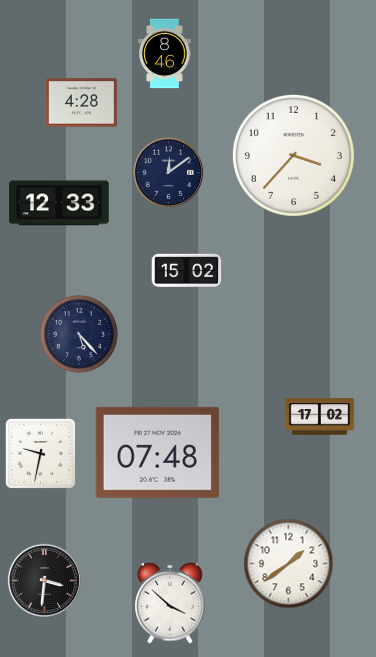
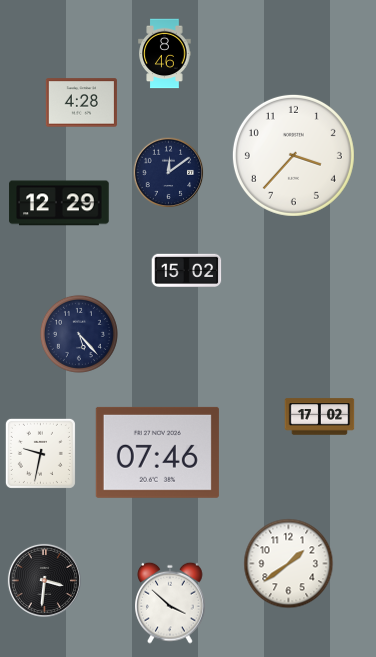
clock at (59, 203): 12:33 -> 12:29
clock at (157, 452): 07:48 -> 07:46
